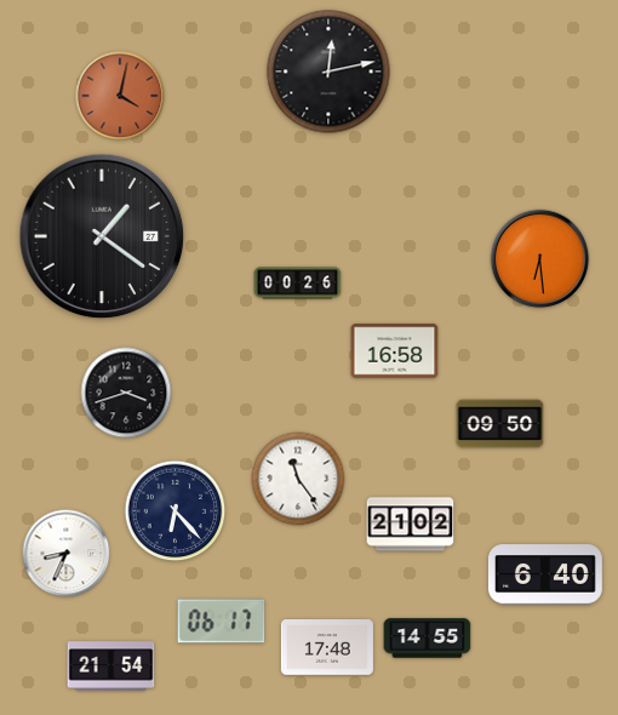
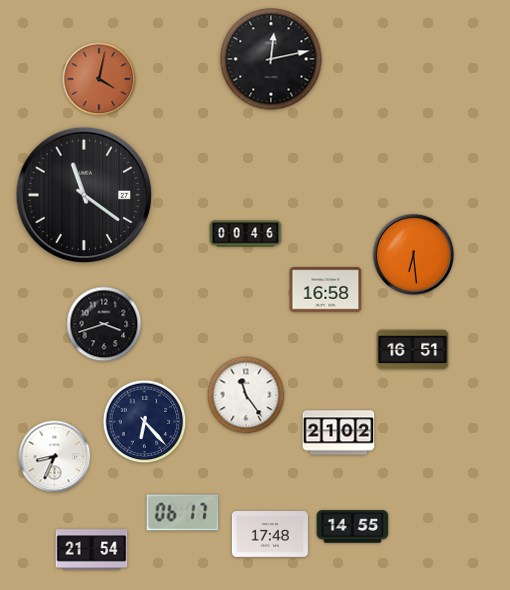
clock at (102, 236): 1:21 -> 11:21
clock at (540, 259) position: (540, 259) -> (414, 255)
clock at (298, 284): 00:26 -> 00:46
clock at (500, 424): 09:50 -> 16:51
clock at (545, 574): 6:40 -> none
